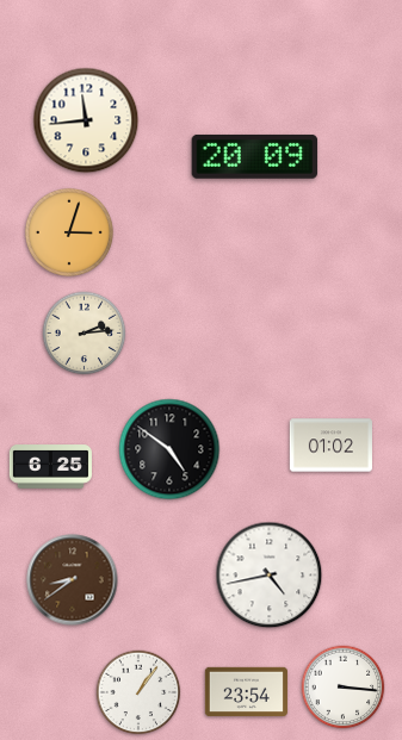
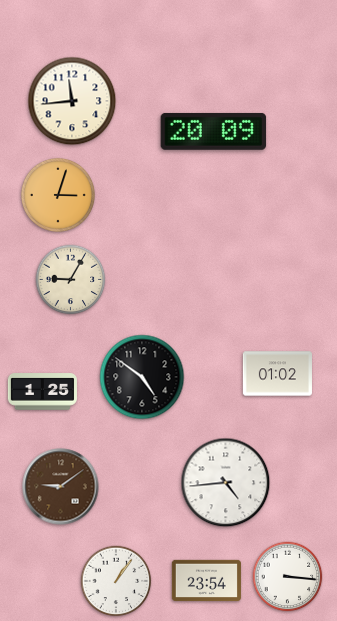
clock at (85, 334): 2:14 -> 9:05
clock at (50, 467): 6:25 -> 1:25
clock at (270, 576): 4:43 -> 4:44
clock at (73, 580): 8:39 -> 9:09
